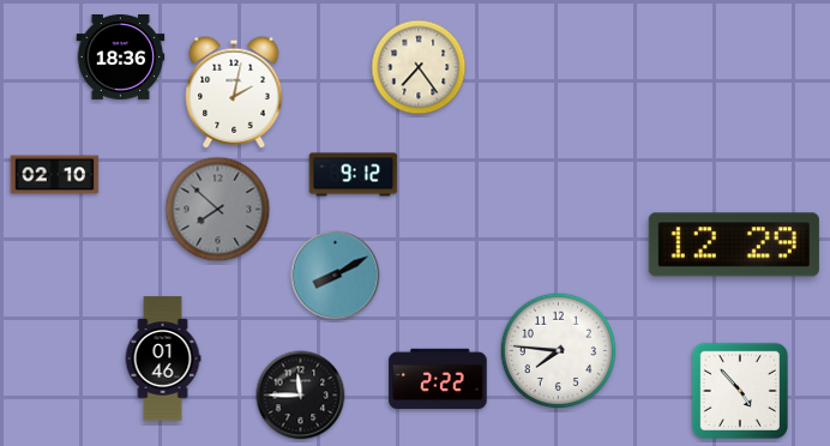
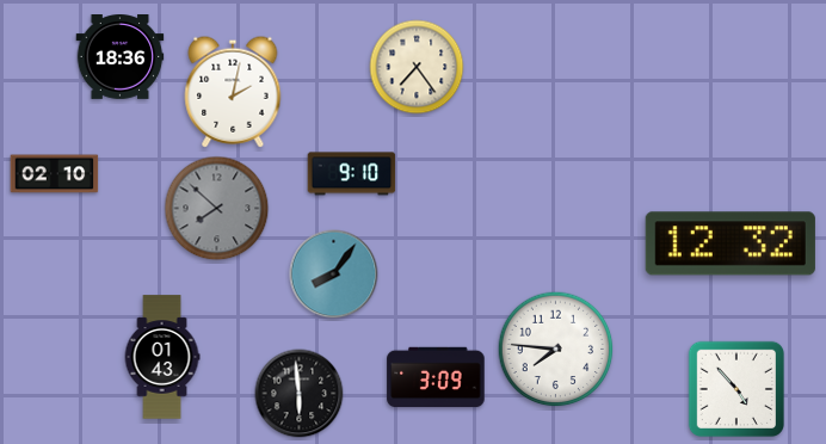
clock at (354, 175): 9:12 -> 9:10
clock at (734, 245): 12:29 -> 12:32
clock at (336, 276): 8:10 -> 8:06
clock at (163, 358): 01:46 -> 01:43
clock at (438, 379): 2:22 -> 3:09
clock at (301, 396): 11:45 -> 5:59
